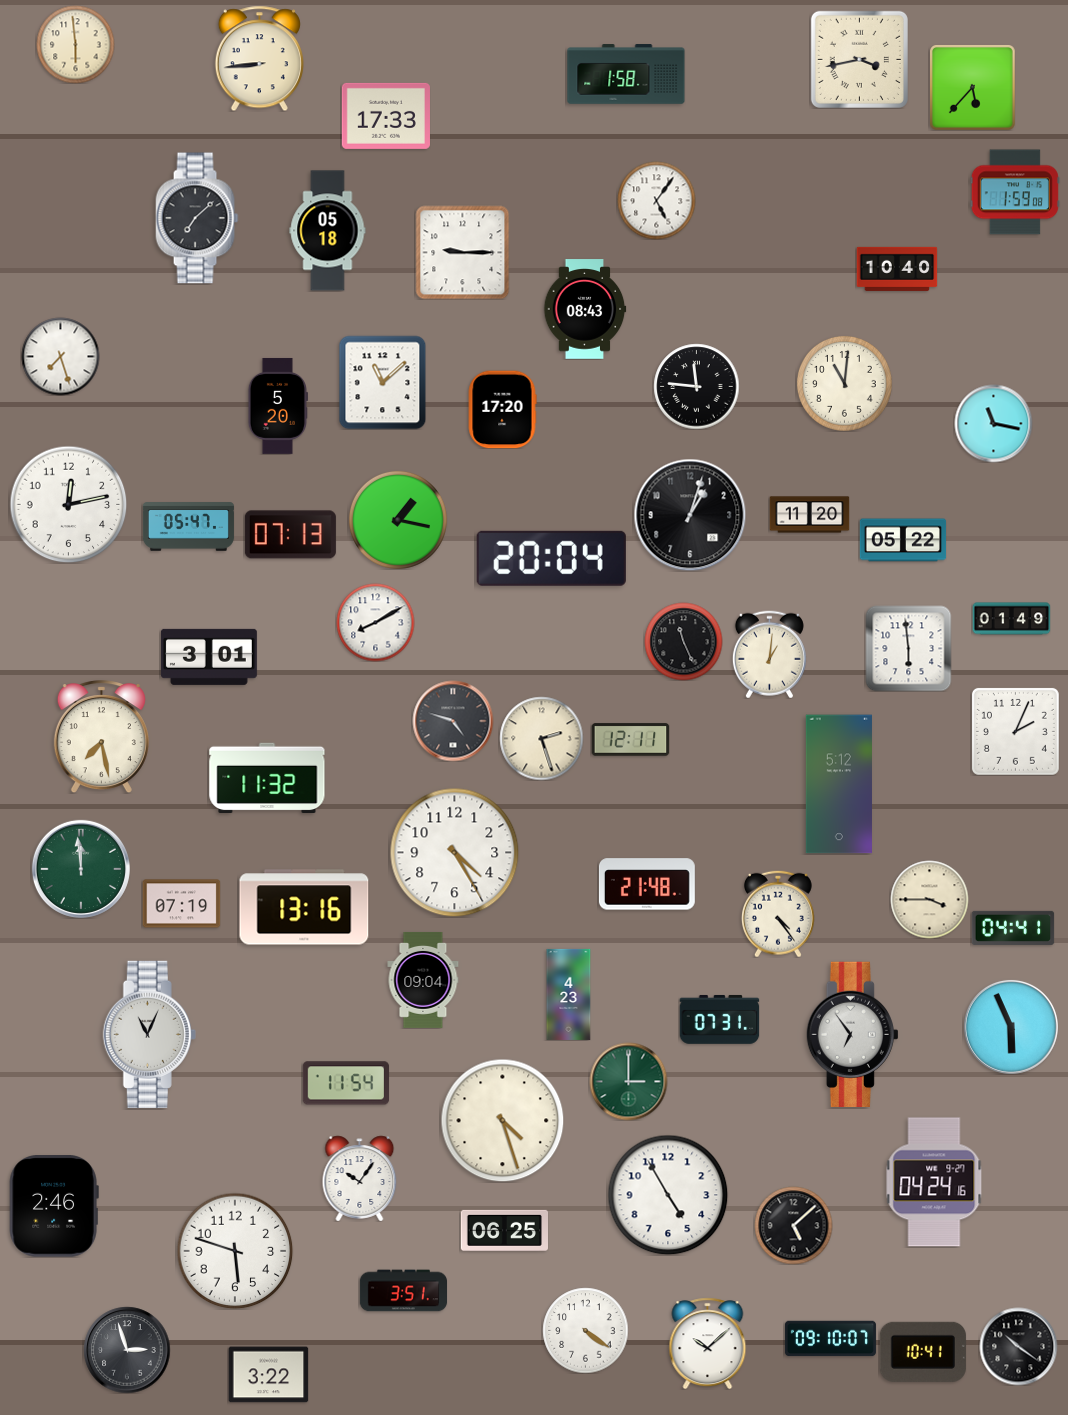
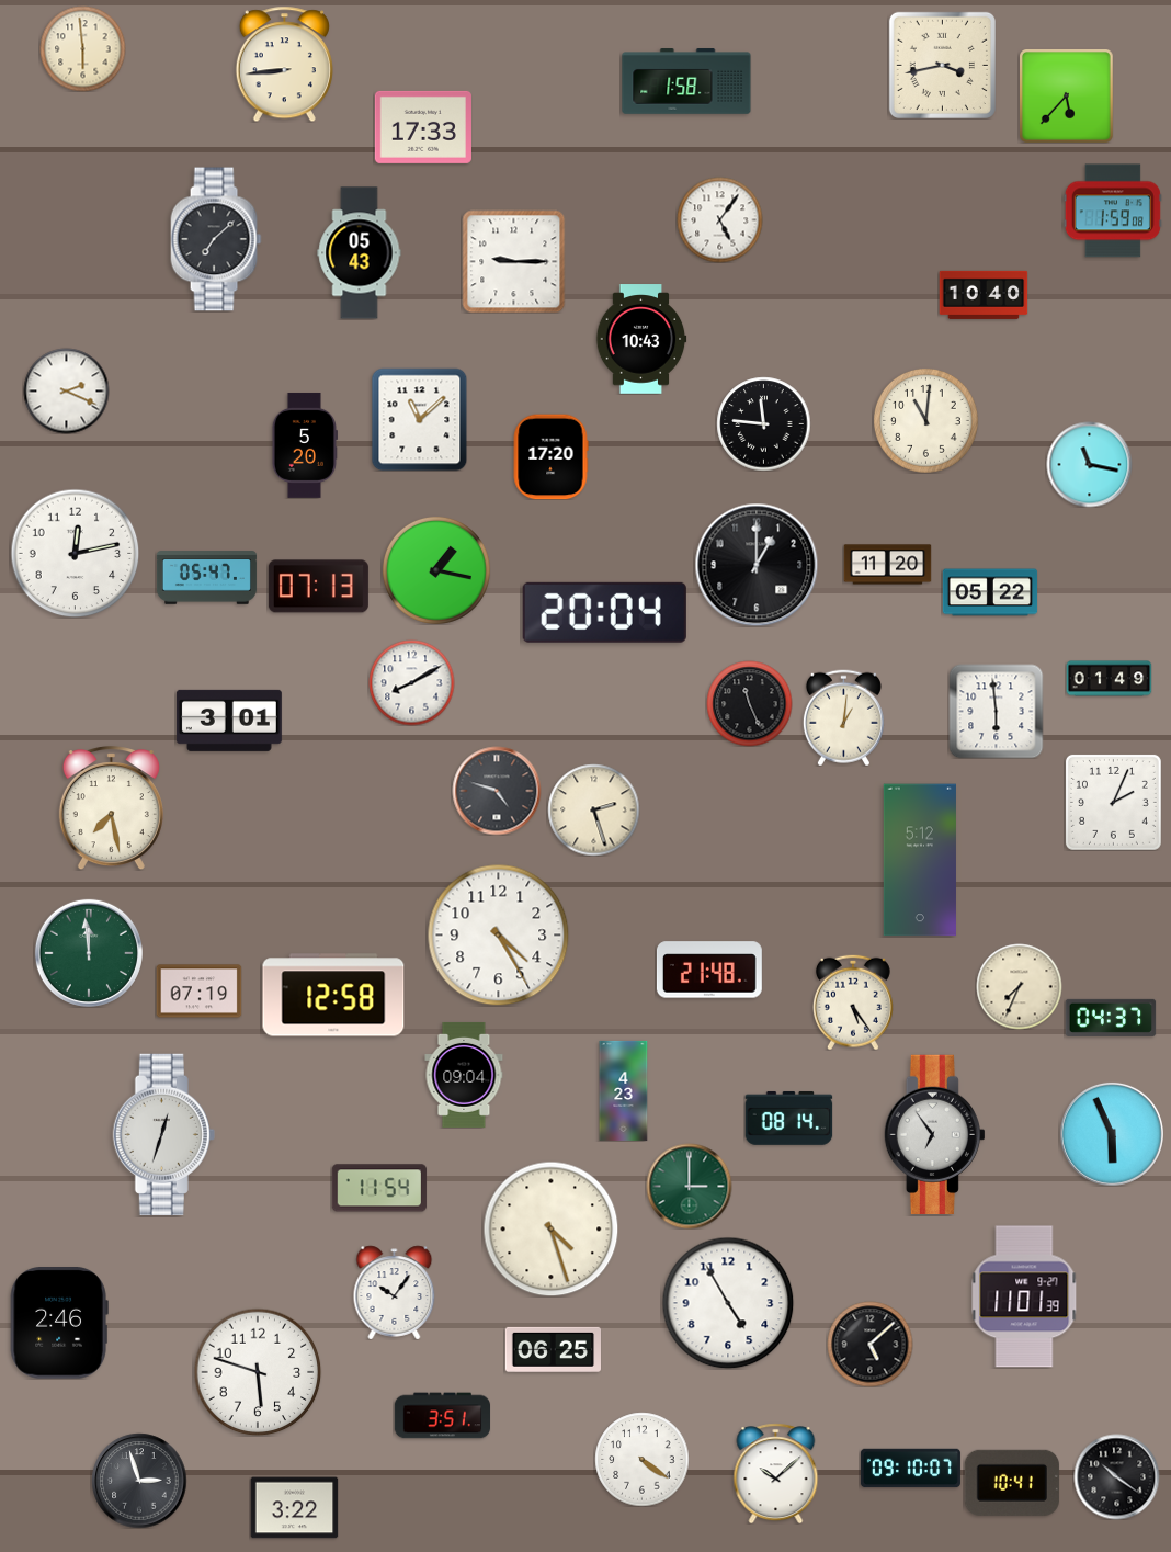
clock at (328, 231): 05:18 -> 05:43
clock at (462, 252) position: (462, 252) -> (513, 261)
clock at (585, 309): 08:43 -> 10:43
clock at (60, 356): 7:27 -> 2:19
clock at (502, 409) position: (502, 409) -> (550, 456)
clock at (690, 515): 1:03 -> 1:00
clock at (630, 740): 12:11 -> none
clock at (267, 778): 11:32 -> none
clock at (929, 899): 3:45 -> 7:34
clock at (304, 907): 13:16 -> 12:58
clock at (778, 914): 4:24 -> 5:24
clock at (1013, 928): 04:41 -> 04:37
clock at (719, 1019): 07:31 -> 08:14
clock at (1011, 1027) position: (1011, 1027) -> (1112, 1134)
clock at (149, 1034): 11:04 -> 12:33
clock at (934, 1182): 04:24 -> 11:01
clock at (668, 1195) position: (668, 1195) -> (728, 1303)
